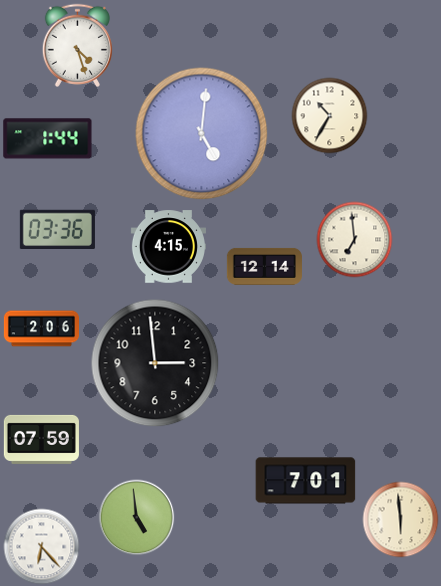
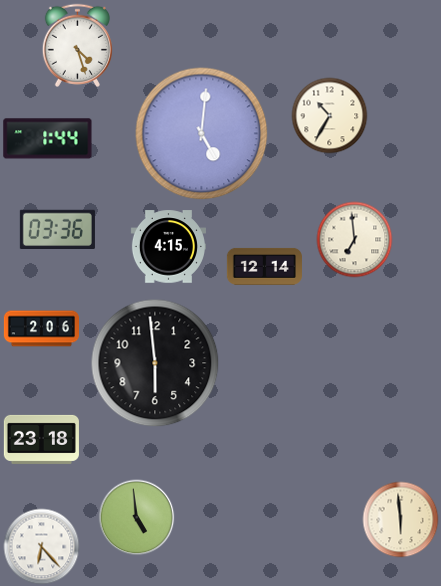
clock at (155, 363): 2:59 -> 5:59
clock at (41, 439): 07:59 -> 23:18
clock at (306, 481): 7:01 -> none
